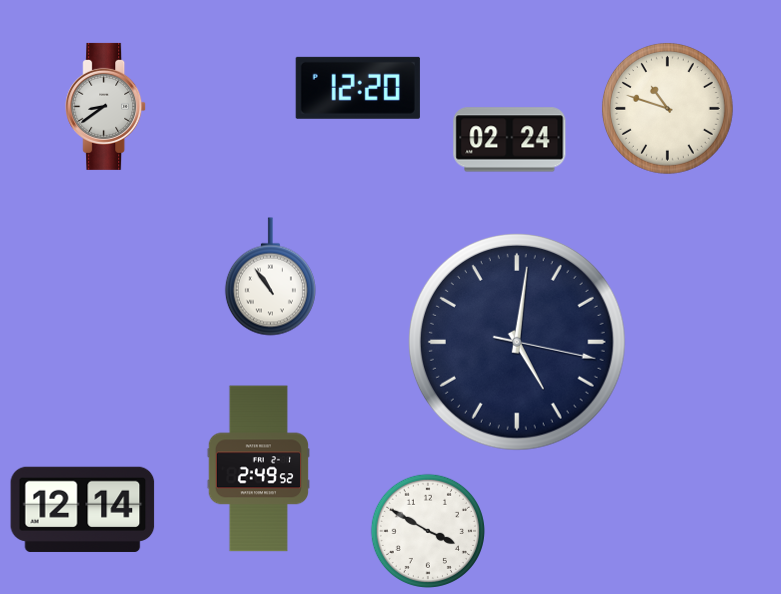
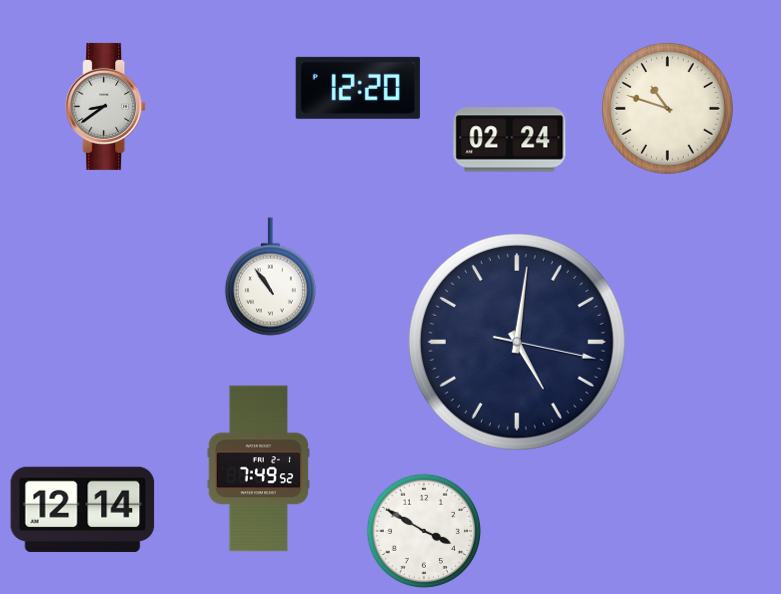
clock at (258, 469): 2:49 -> 7:49
clock at (428, 531) position: (428, 531) -> (424, 531)
